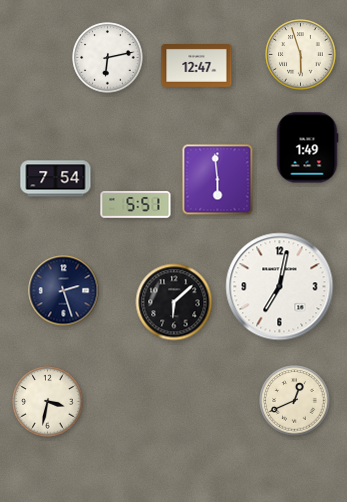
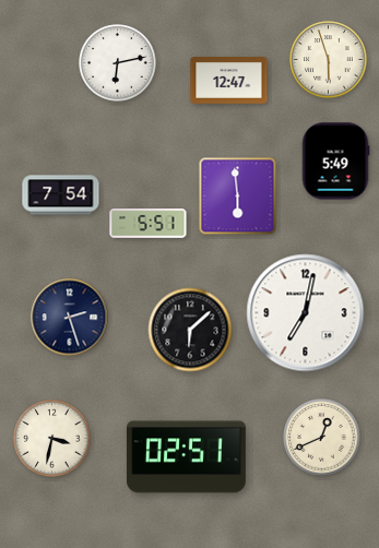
clock at (197, 66) position: (197, 66) -> (229, 81)
clock at (307, 148): 1:49 -> 5:49
clock at (186, 457): none -> 02:51
